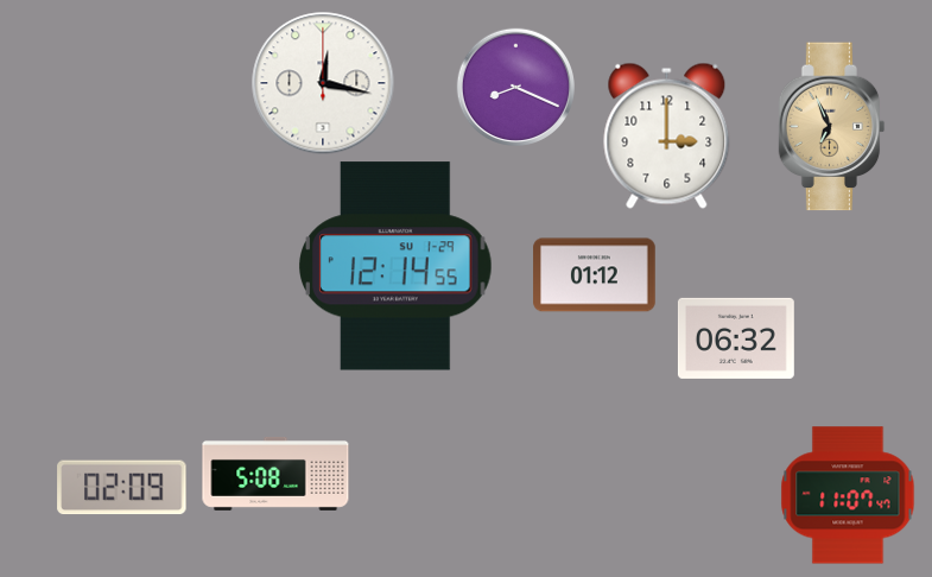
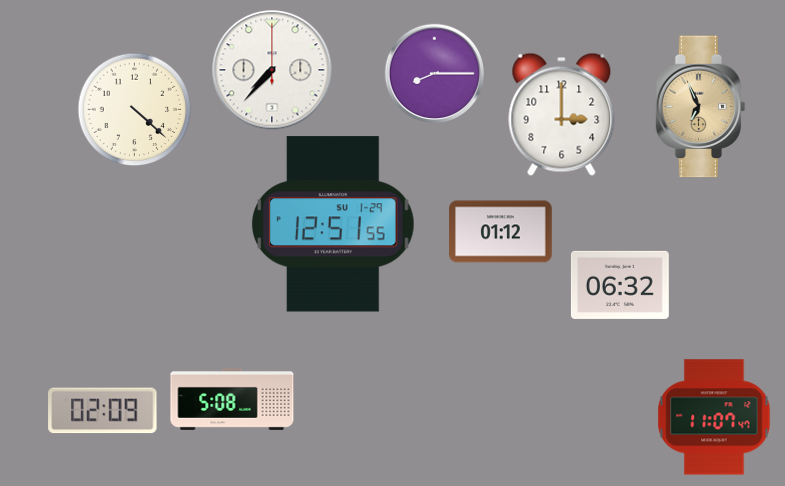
clock at (323, 83): 12:17 -> 7:37
clock at (515, 87): 8:19 -> 8:15
clock at (134, 109): none -> 4:22
clock at (397, 266): 12:14 -> 12:51
